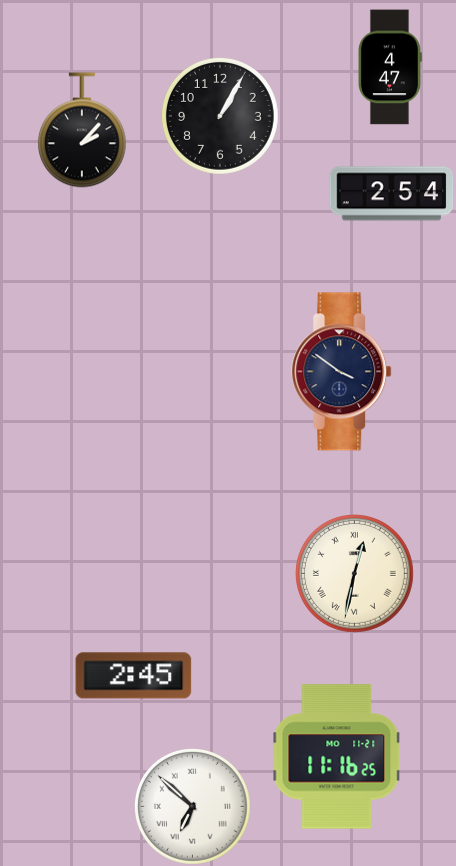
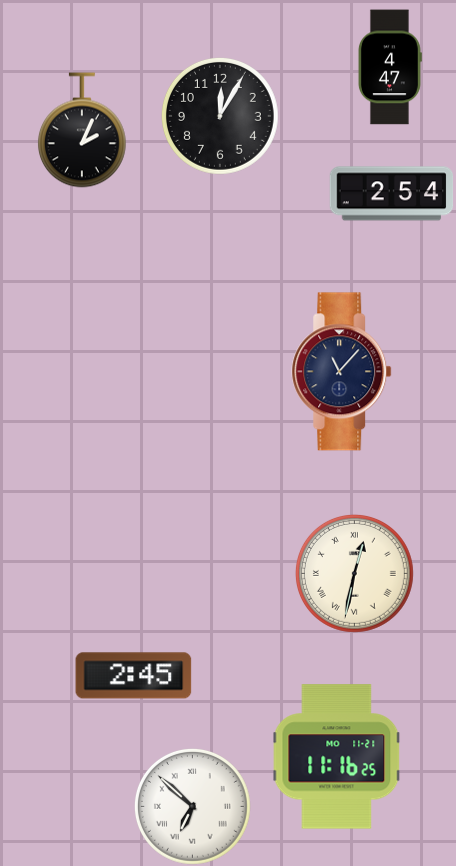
clock at (220, 116): 1:05 -> 12:05
clock at (82, 130): 2:07 -> 2:04
clock at (342, 372): 3:51 -> 11:07
